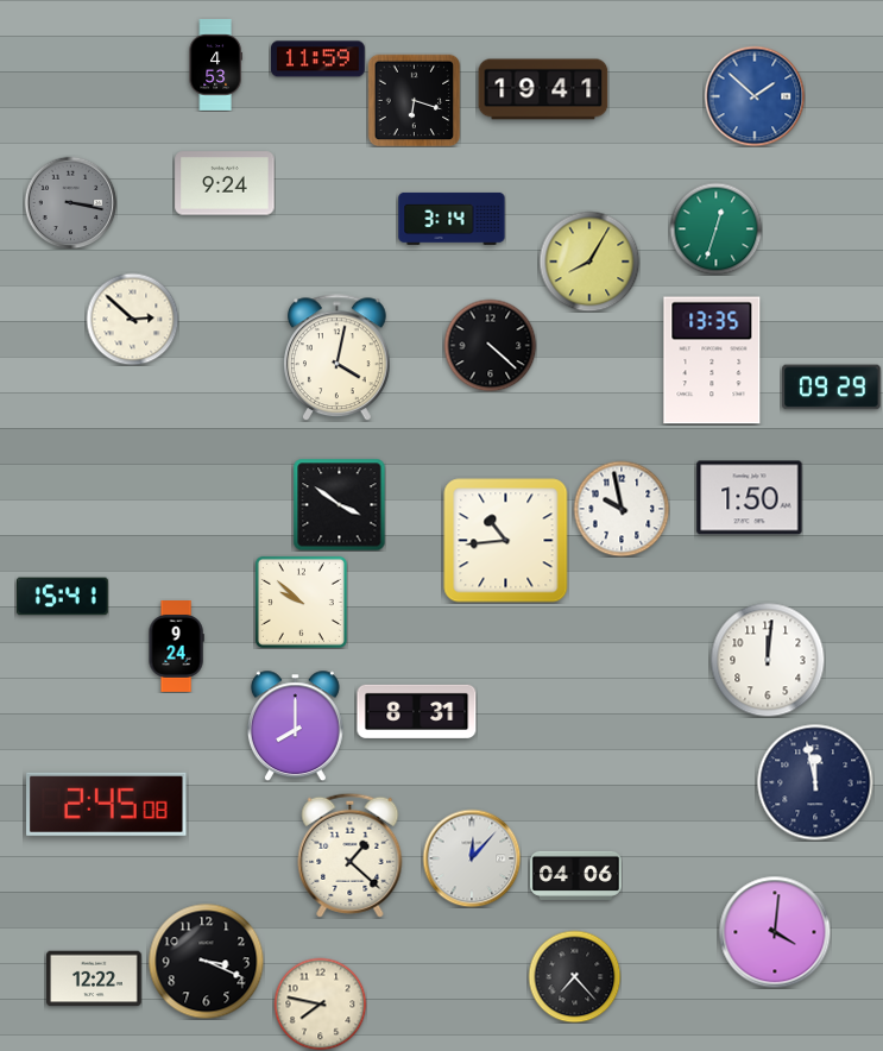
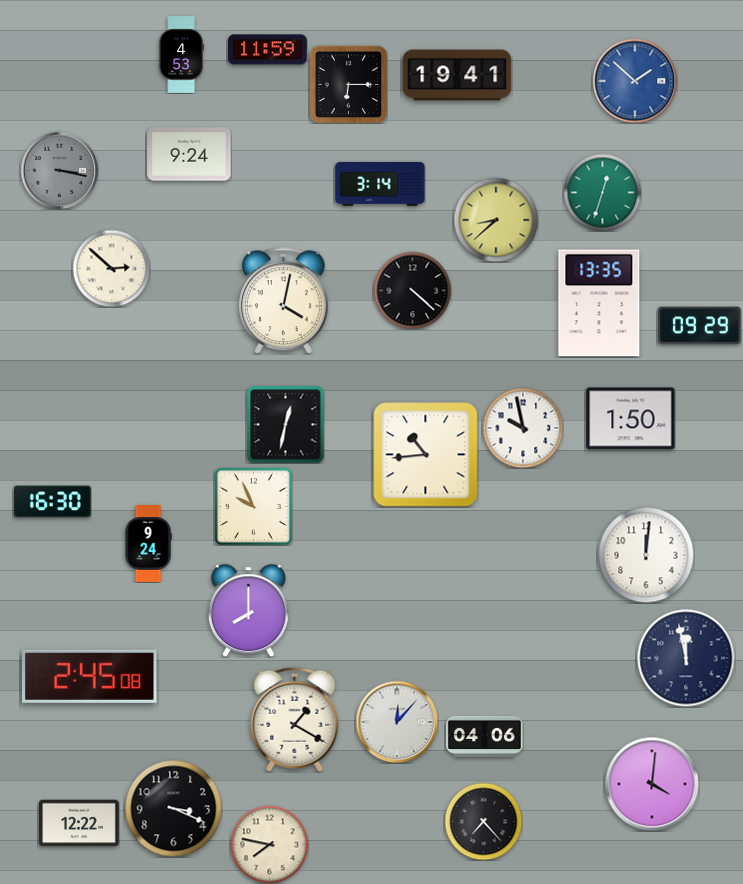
clock at (414, 100): 6:18 -> 6:15
clock at (589, 262): 8:05 -> 8:38
clock at (339, 504): 3:51 -> 12:32
clock at (62, 597): 15:41 -> 16:30
clock at (301, 602): 9:52 -> 9:56
clock at (417, 711): 8:31 -> none
clock at (351, 855): 1:22 -> 1:20
